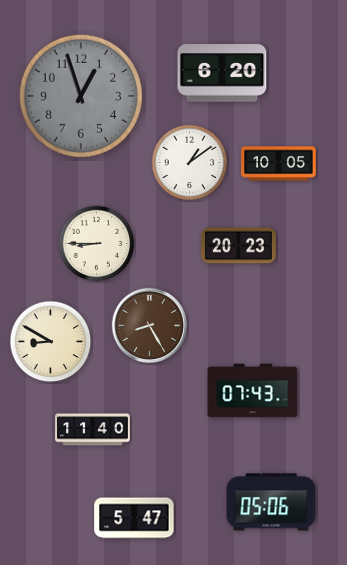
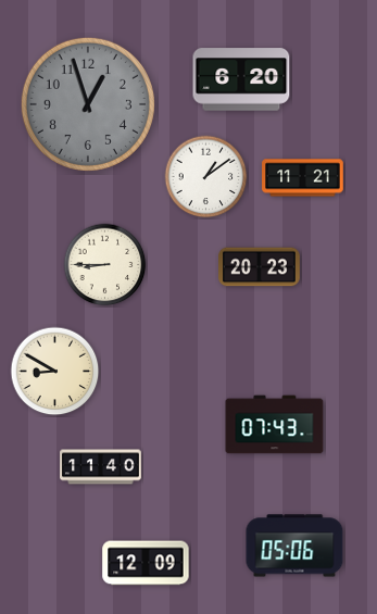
clock at (279, 164): 10:05 -> 11:21
clock at (149, 325): 8:25 -> none
clock at (134, 518): 5:47 -> 12:09
